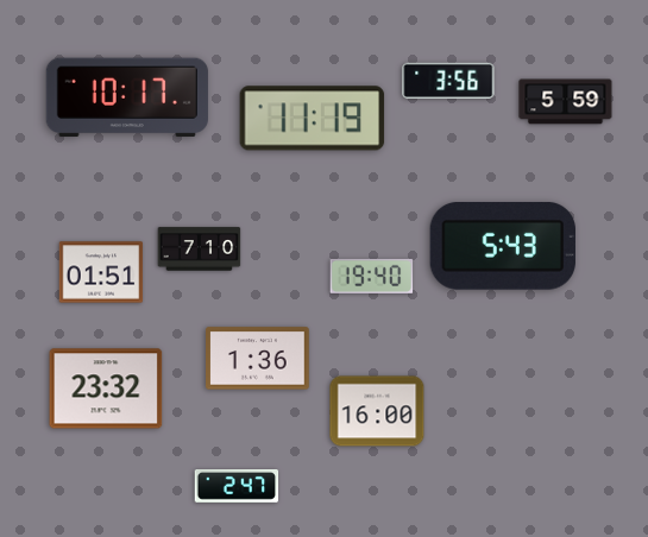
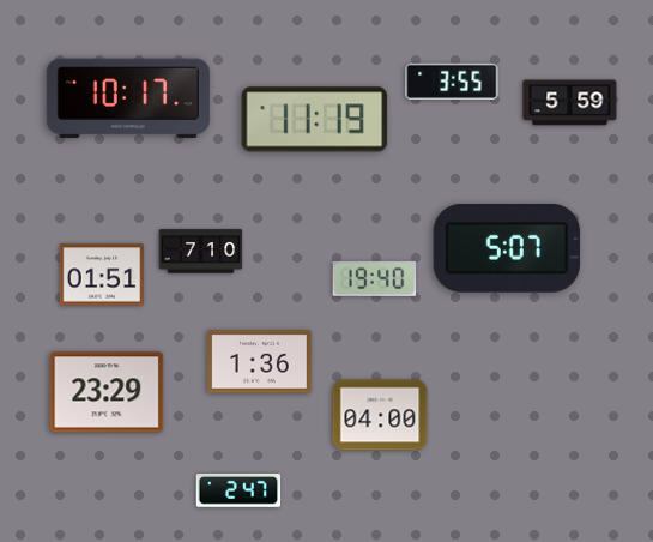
clock at (448, 80): 3:56 -> 3:55
clock at (502, 247): 5:43 -> 5:07
clock at (106, 388): 23:32 -> 23:29
clock at (377, 411): 16:00 -> 04:00
